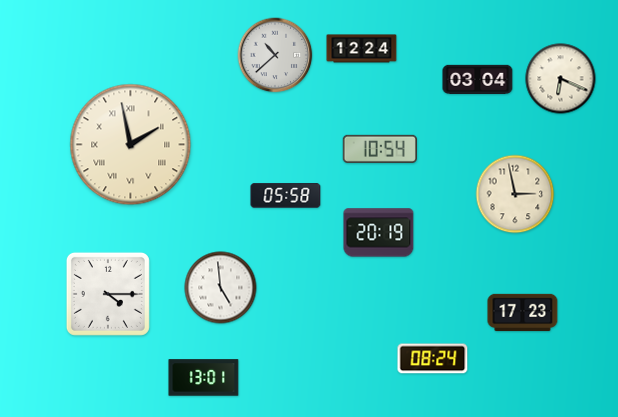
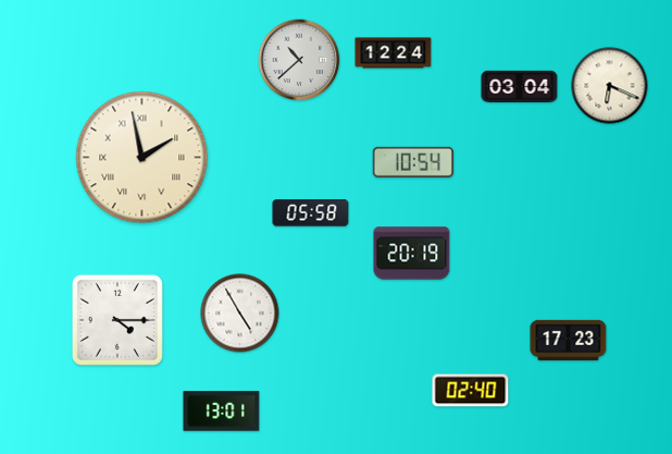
clock at (515, 194): 2:58 -> none
clock at (221, 288): 4:59 -> 4:55
clock at (433, 359): 08:24 -> 02:40
